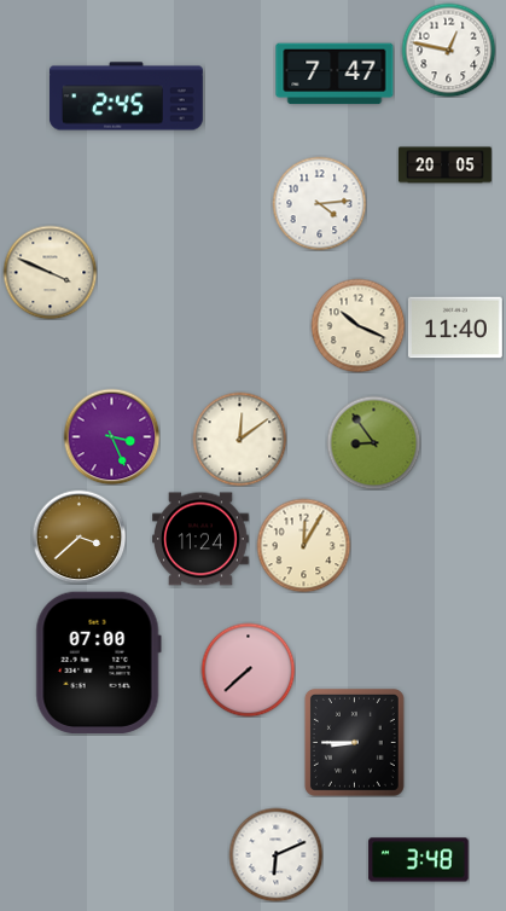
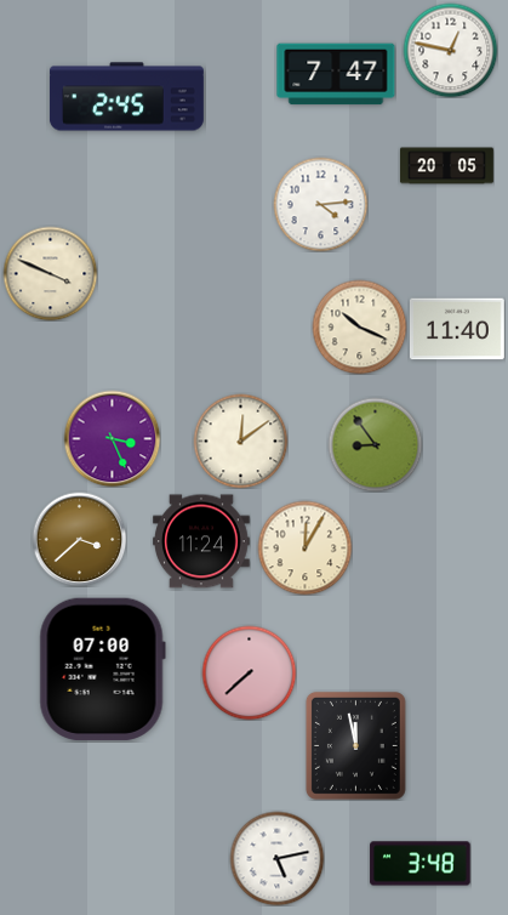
clock at (98, 662) position: (98, 662) -> (102, 669)
clock at (354, 742): 8:45 -> 11:58
clock at (275, 854): 6:11 -> 5:13
